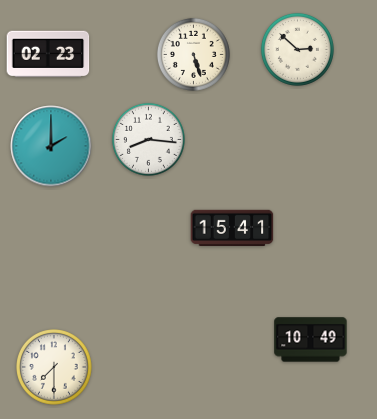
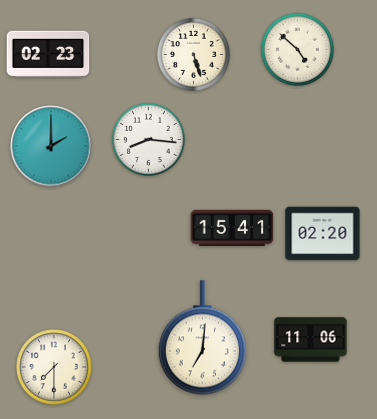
clock at (297, 49): 2:52 -> 4:52
clock at (323, 234): none -> 02:20
clock at (202, 338): none -> 7:01
clock at (311, 340): 10:49 -> 11:06
